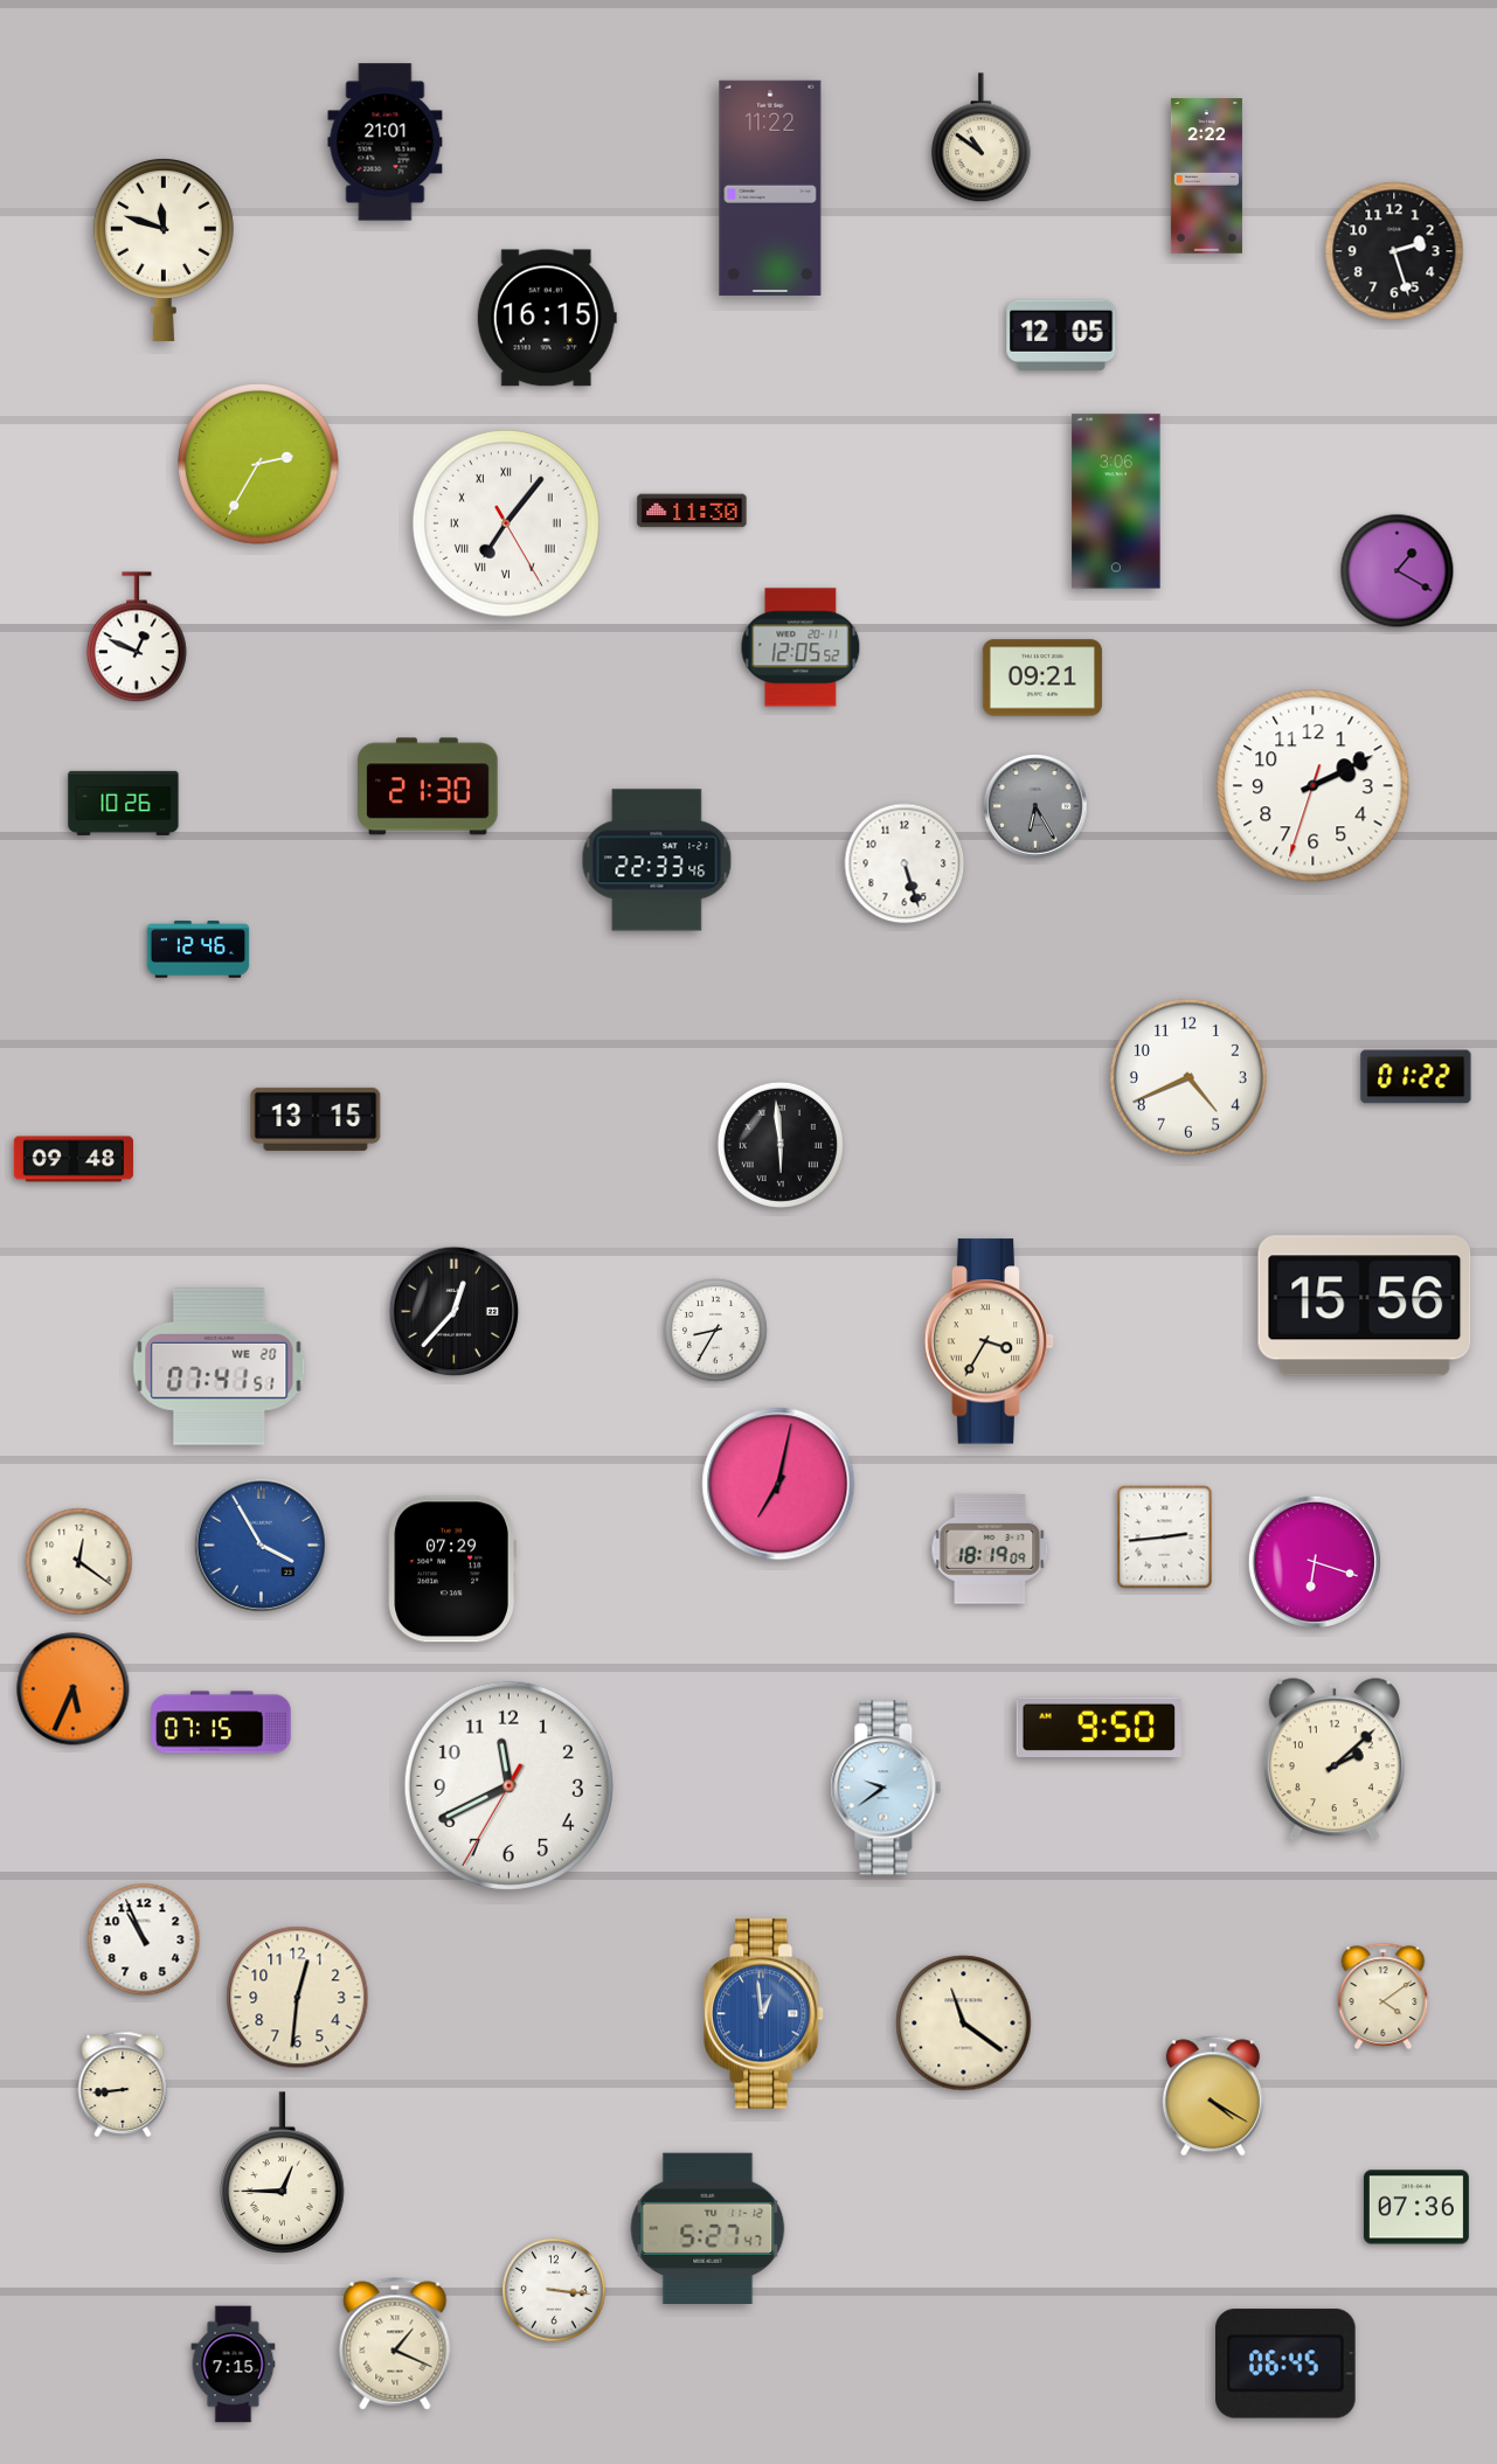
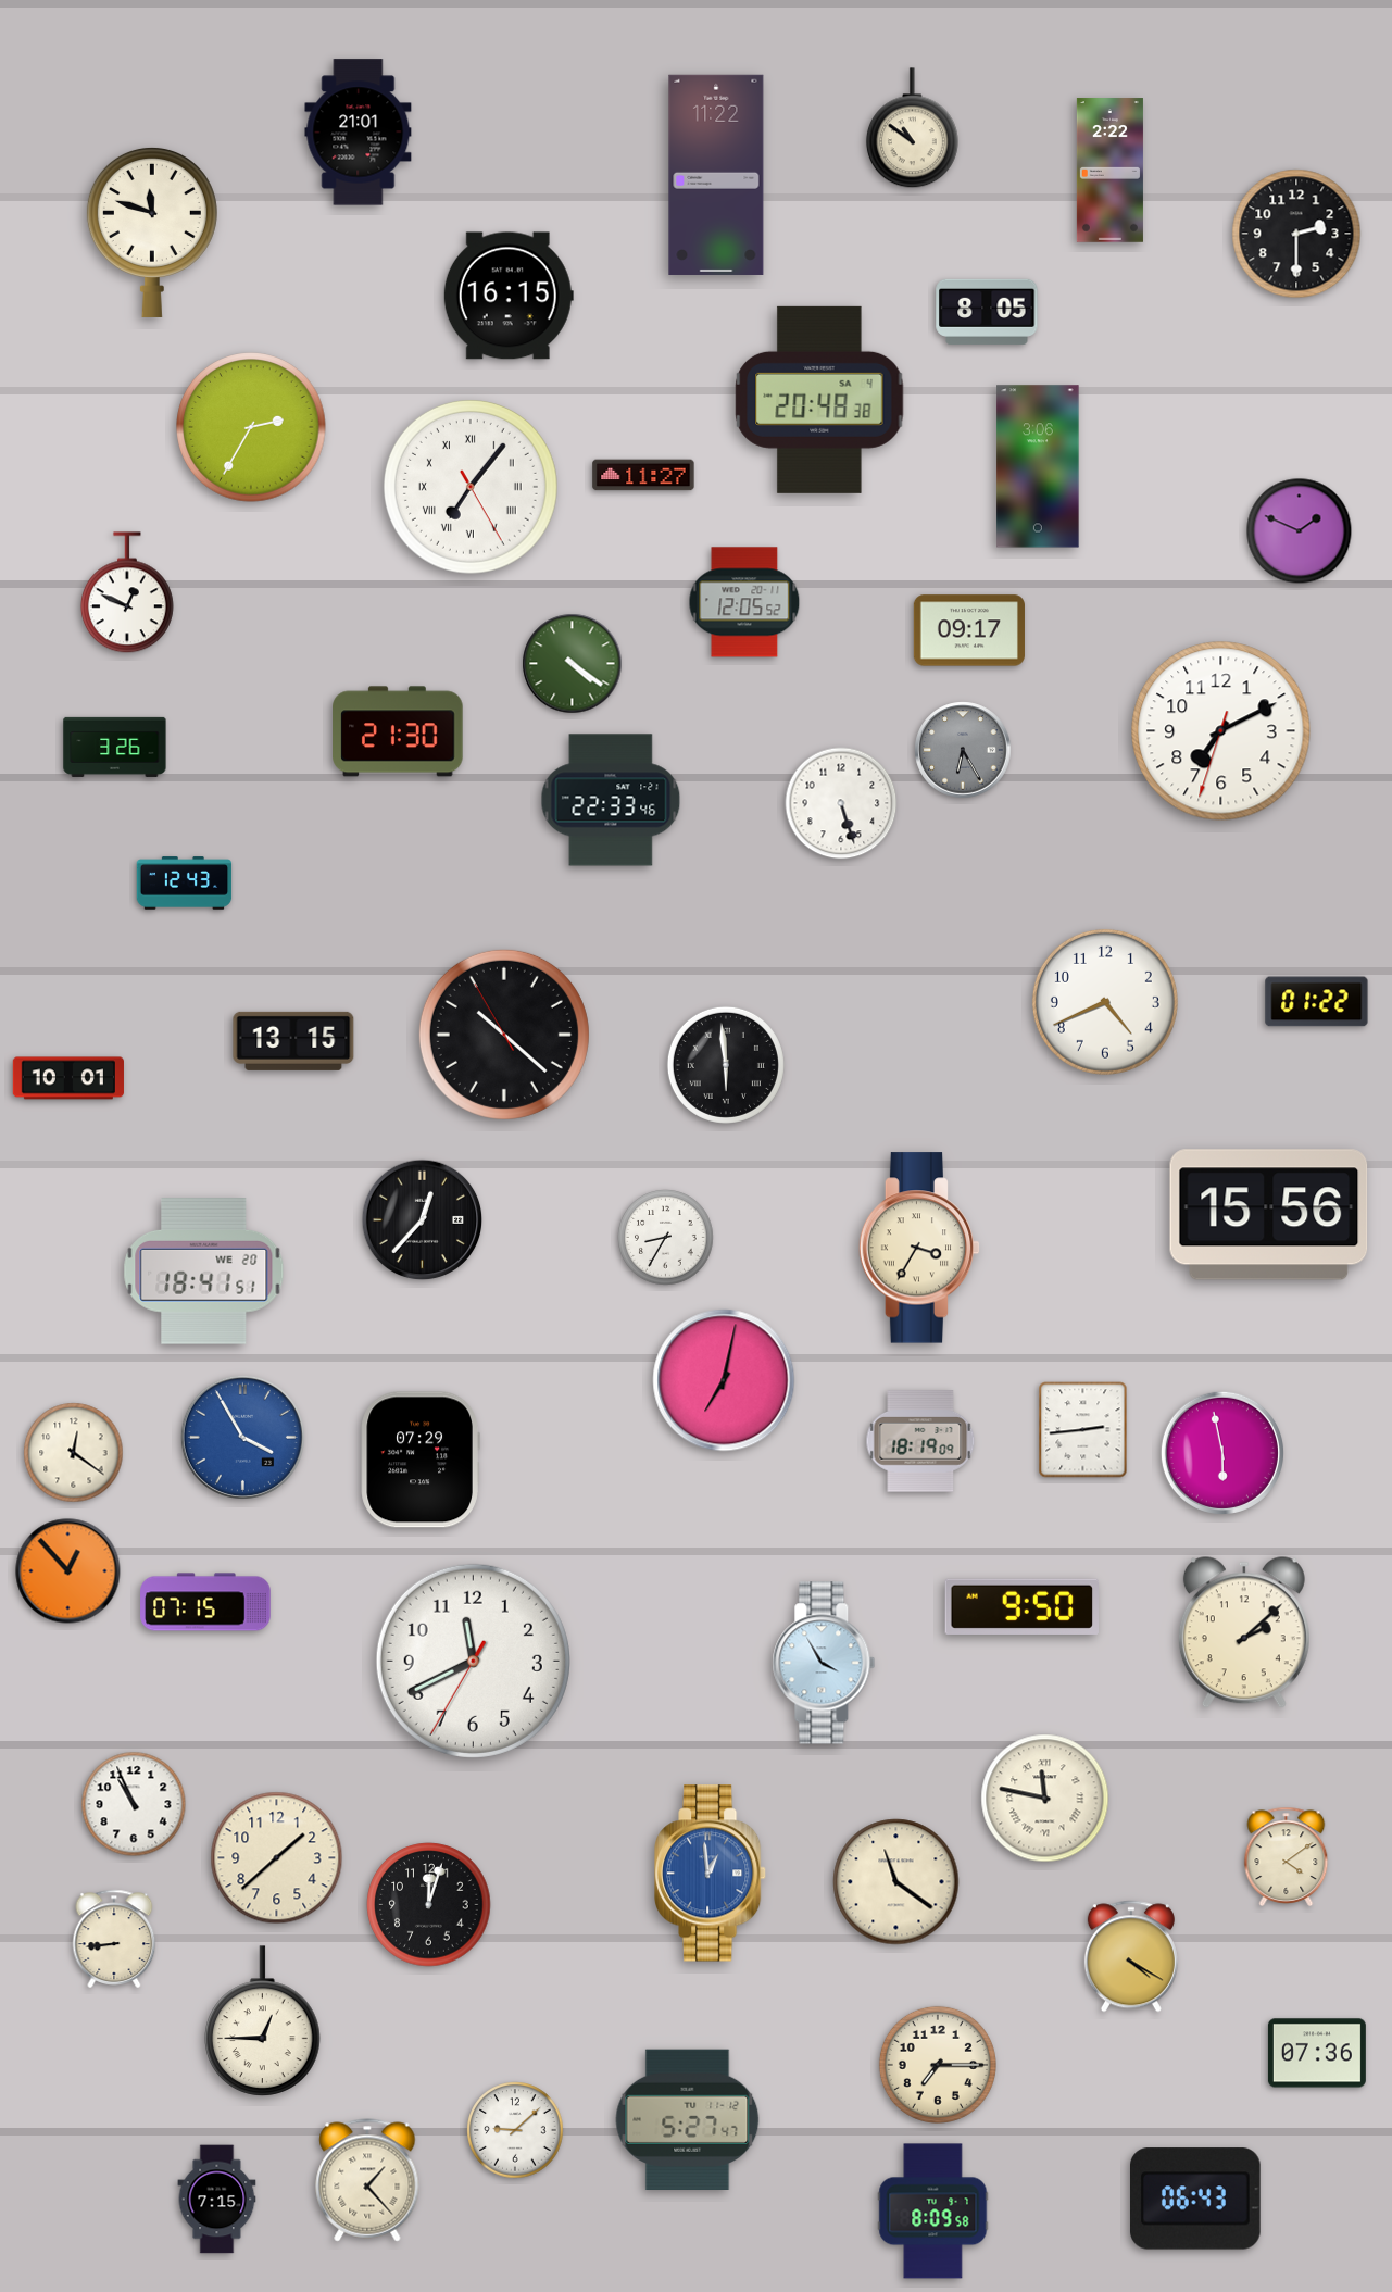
clock at (1206, 176) position: (1206, 176) -> (1109, 171)
clock at (1394, 251): 2:27 -> 2:30
clock at (1061, 335): 12:05 -> 8:05
clock at (819, 400): none -> 20:48
clock at (258, 464) position: (258, 464) -> (251, 427)
clock at (692, 511): 11:30 -> 11:27
clock at (1398, 571): 1:20 -> 1:49
clock at (1042, 678): 09:21 -> 09:17
clock at (573, 664): none -> 4:21
clock at (1314, 786): 2:10 -> 7:10
clock at (124, 803): 10:26 -> 3:26
clock at (199, 950): 12:46 -> 12:43
clock at (504, 1035): none -> 10:21
clock at (74, 1159): 09:48 -> 10:01
clock at (220, 1367): 07:41 -> 18:41
clock at (1315, 1562): 6:18 -> 5:58
clock at (74, 1689): 5:34 -> 12:53
clock at (1335, 1761) position: (1335, 1761) -> (1244, 1633)
clock at (886, 1788): 9:39 -> 3:55
clock at (1045, 1799): none -> 11:47
clock at (298, 1998): 12:31 -> 1:38
clock at (429, 1905): none -> 12:03
clock at (1213, 2096) position: (1213, 2096) -> (1131, 1956)
clock at (938, 2065): none -> 7:15
clock at (708, 2228) position: (708, 2228) -> (688, 2119)
clock at (554, 2290): 3:16 -> 9:08
clock at (395, 2344): 1:19 -> 1:23
clock at (1287, 2364): 06:45 -> 06:43
clock at (933, 2212): none -> 8:09
